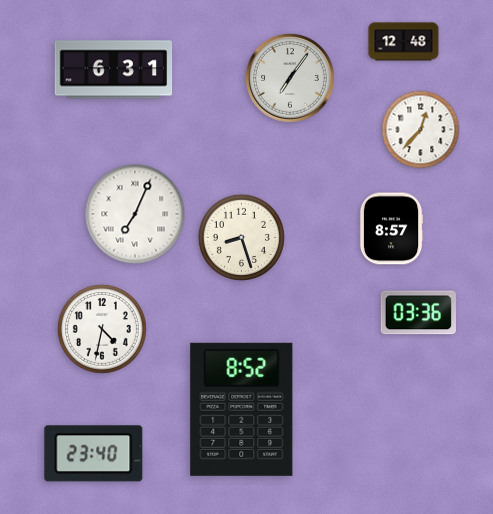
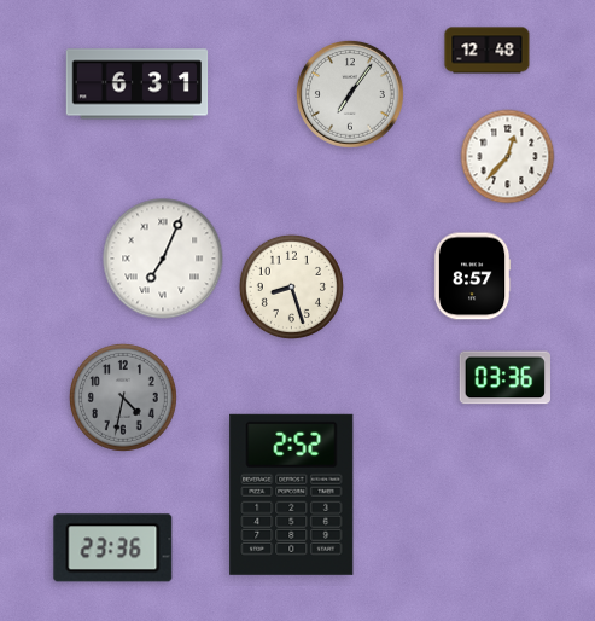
clock at (102, 329) dial: white -> grey
clock at (242, 409): 8:52 -> 2:52
clock at (94, 454): 23:40 -> 23:36
